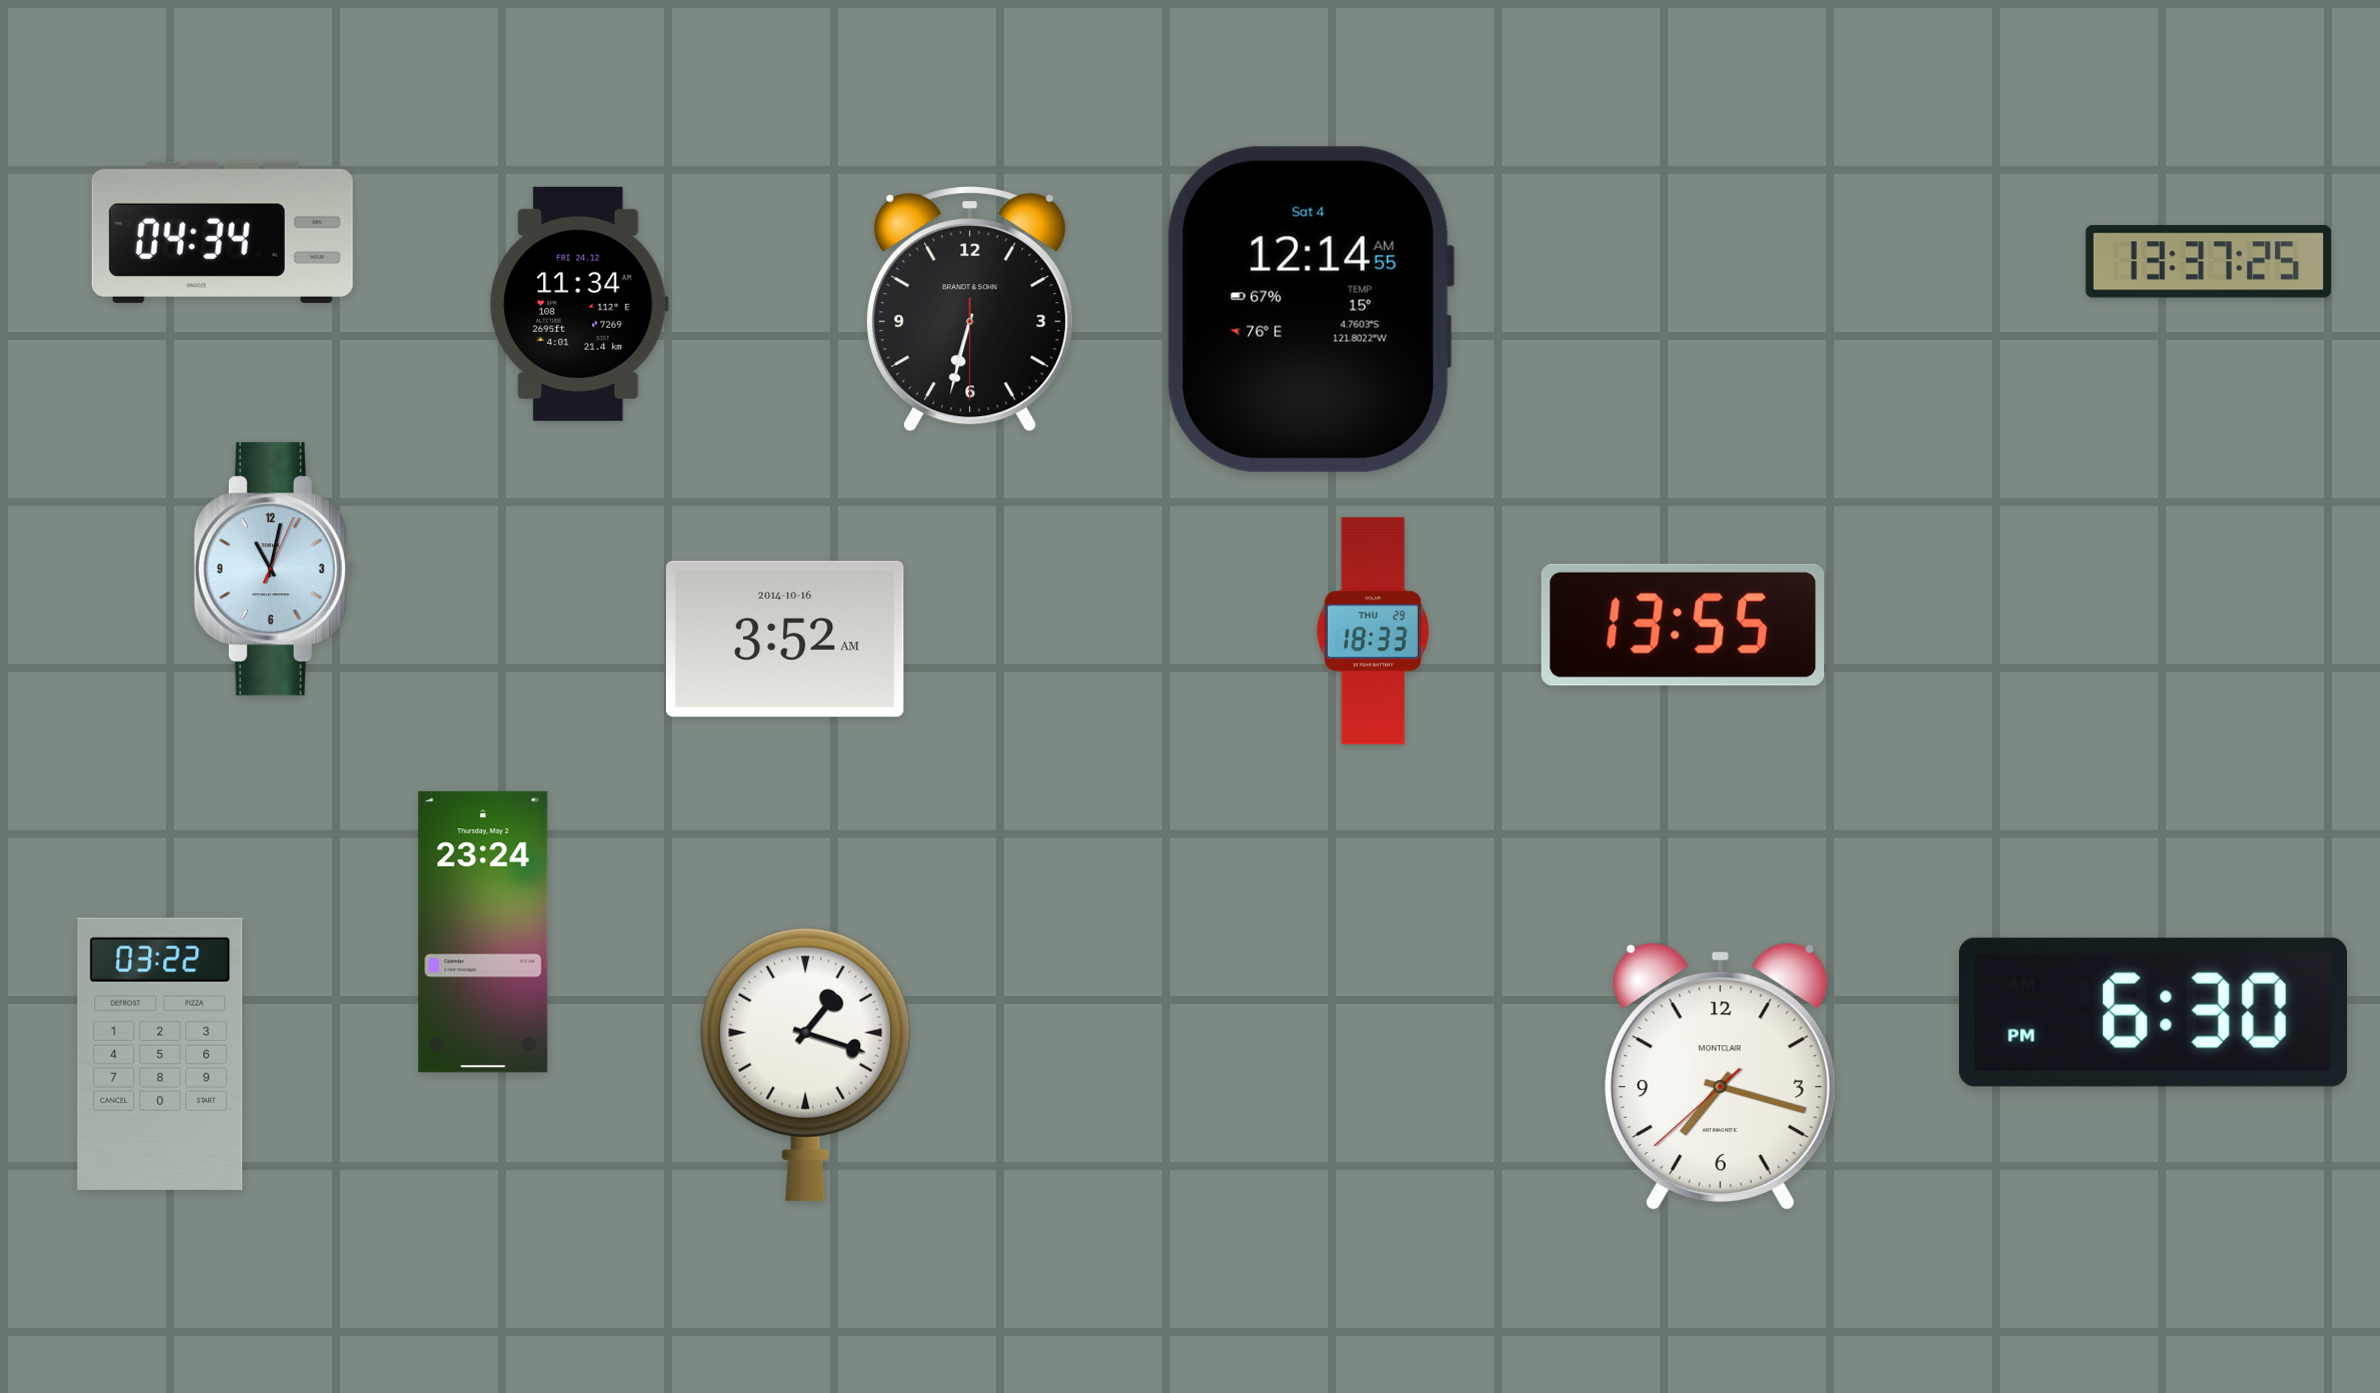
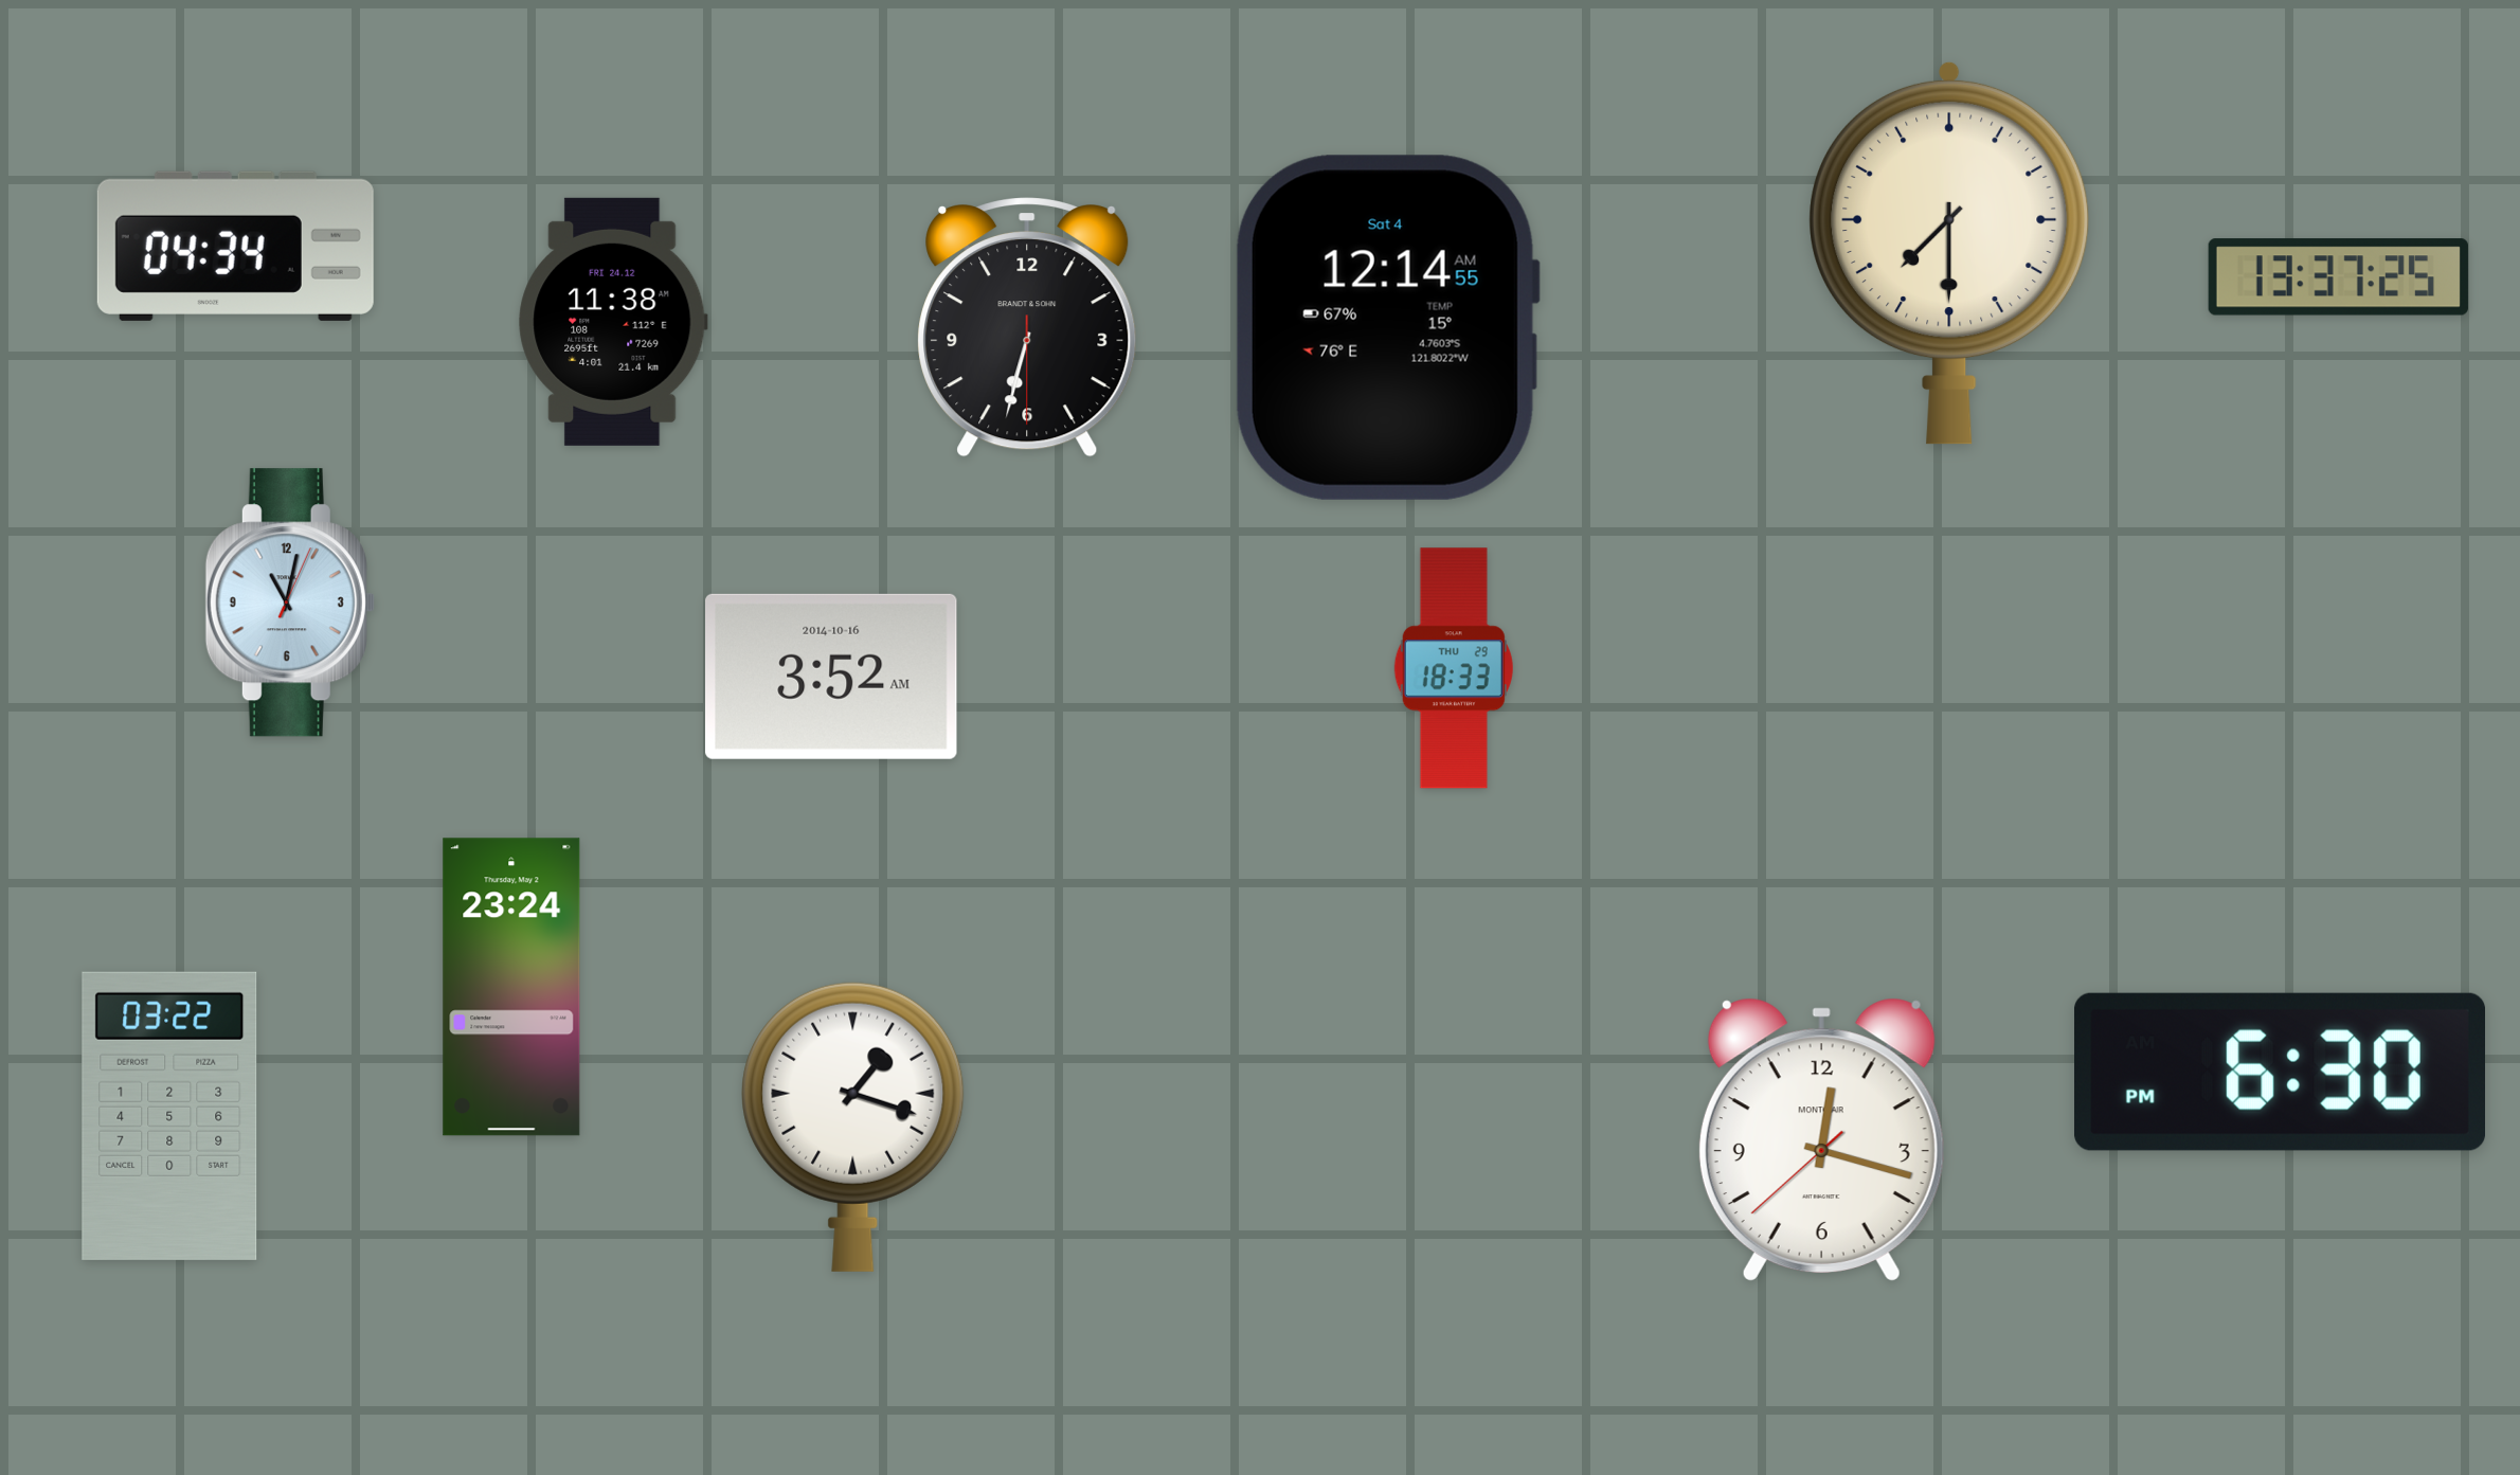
clock at (1949, 253): none -> 7:30
clock at (579, 304): 11:34 -> 11:38
clock at (1682, 625): 13:55 -> none
clock at (1720, 1076): 7:17 -> 12:17
